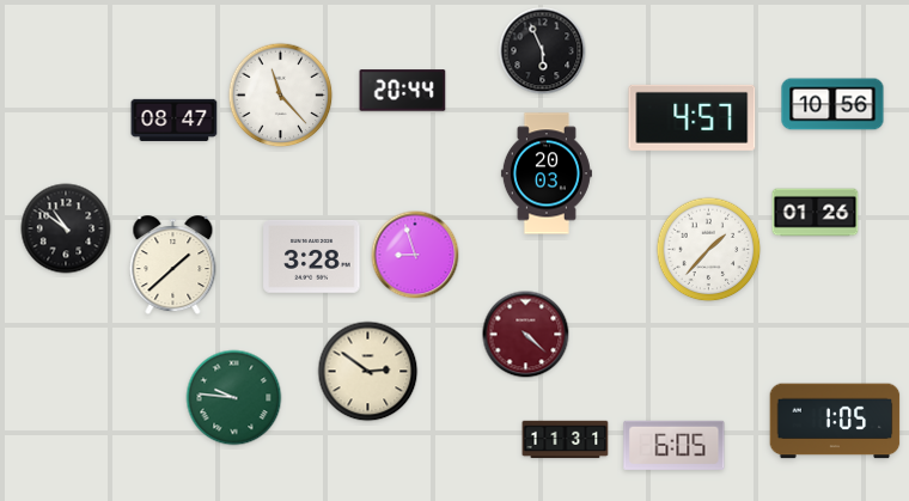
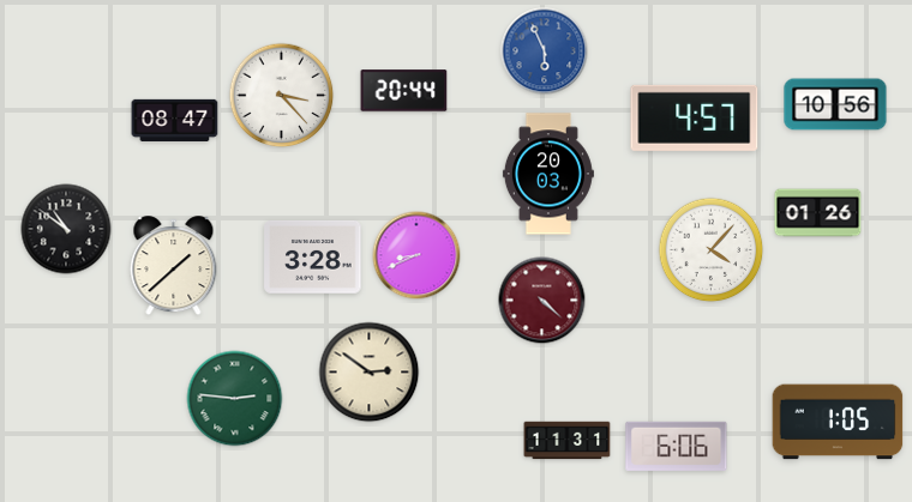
clock at (543, 51) dial: black -> blue
clock at (281, 96): 11:23 -> 3:23
clock at (709, 250): 1:37 -> 4:07
clock at (415, 255): 8:57 -> 8:41
clock at (526, 335) position: (526, 335) -> (542, 301)
clock at (234, 398): 9:46 -> 2:46
clock at (675, 445): 6:05 -> 6:06
